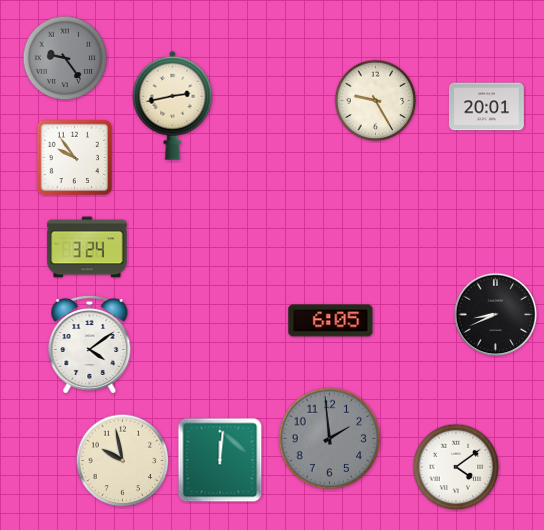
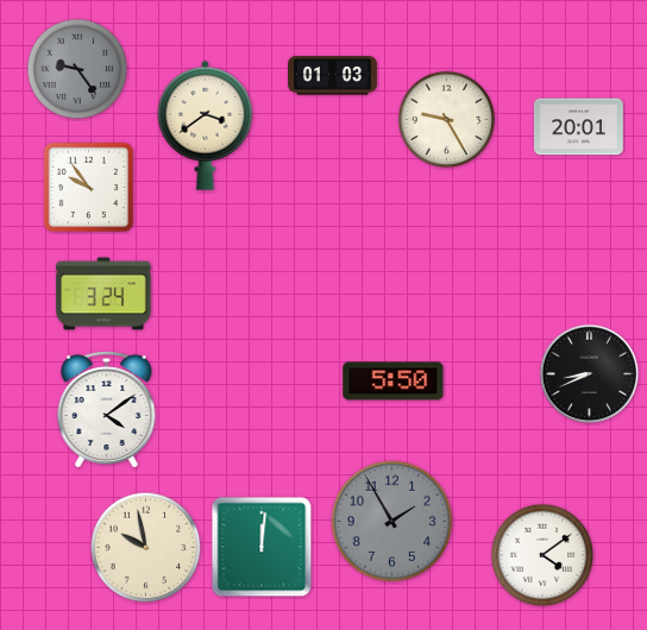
clock at (333, 76): none -> 01:03
clock at (173, 105): 2:43 -> 3:39
clock at (331, 321): 6:05 -> 5:50
clock at (330, 439): 1:59 -> 1:55
